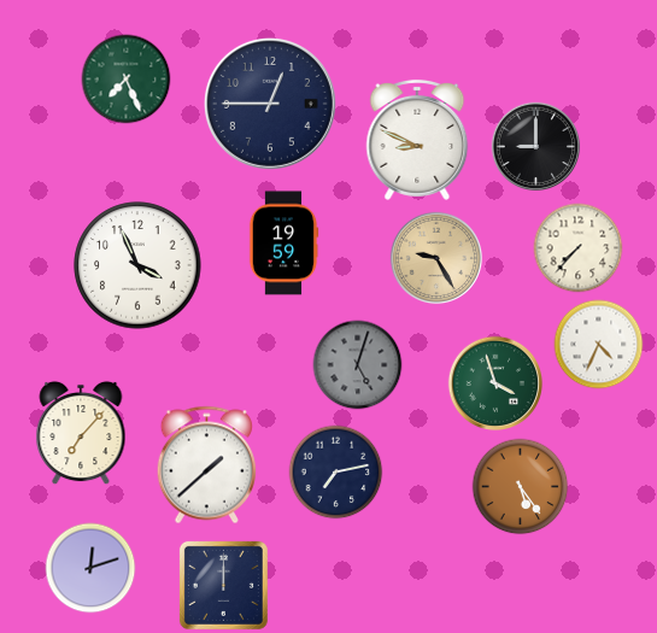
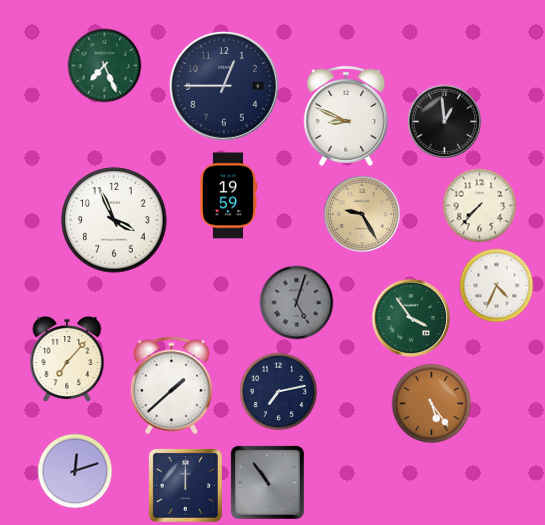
clock at (536, 147): 9:00 -> 12:59
clock at (283, 244) position: (283, 244) -> (228, 196)
clock at (494, 382): 3:57 -> 3:54
clock at (267, 482): none -> 10:54
